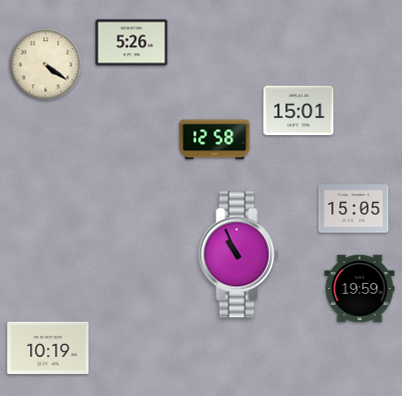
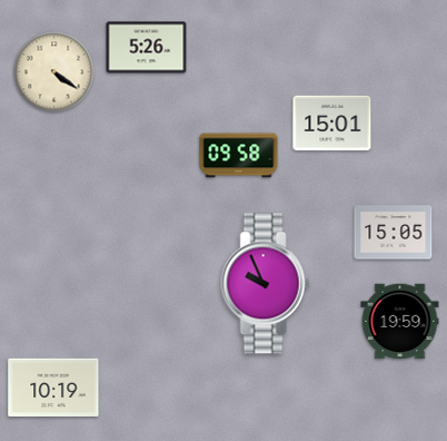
clock at (46, 65) position: (46, 65) -> (54, 72)
clock at (215, 140): 12:58 -> 09:58
clock at (239, 255): 10:56 -> 9:56
